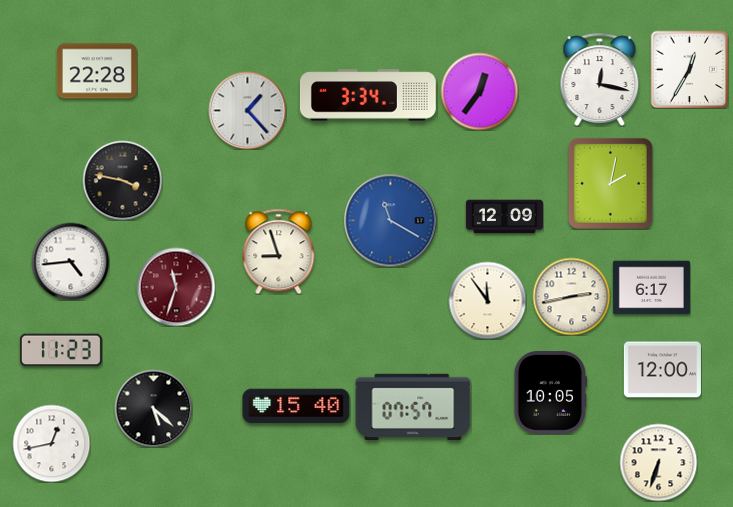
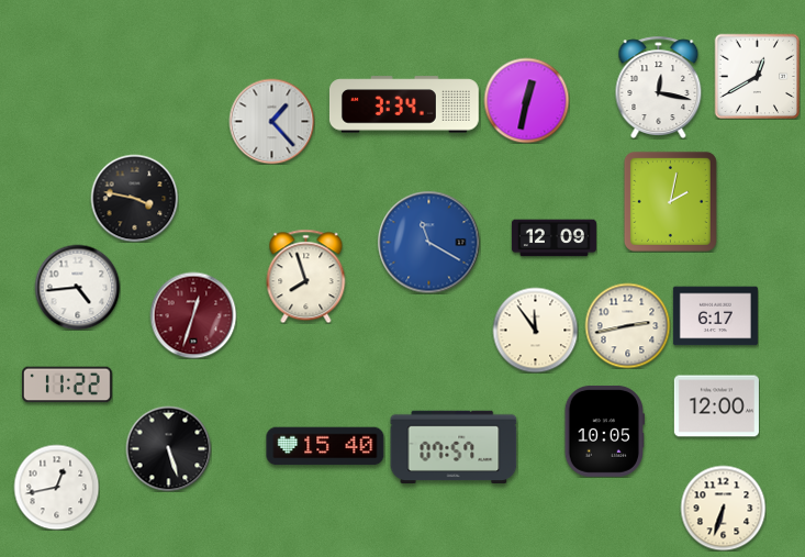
clock at (689, 69): 12:35 -> 12:40
clock at (97, 71): 22:28 -> none
clock at (479, 91): 12:36 -> 12:32
clock at (279, 251): 8:57 -> 7:57
clock at (176, 287): 11:33 -> 12:33
clock at (61, 350): 11:23 -> 11:22
clock at (662, 370) position: (662, 370) -> (716, 406)
clock at (153, 408): 5:22 -> 5:27
